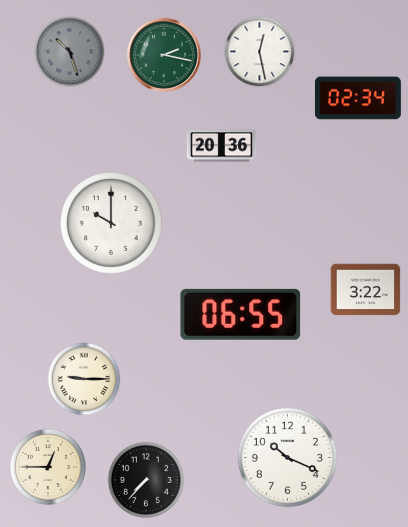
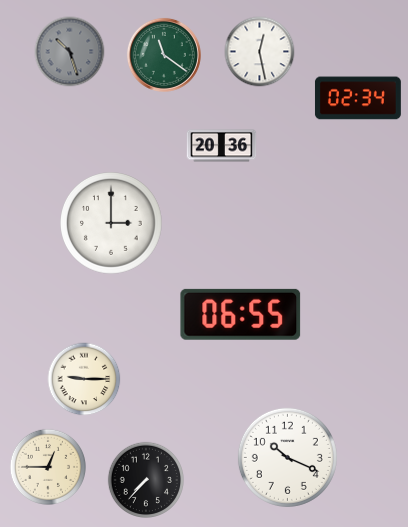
clock at (164, 55): 2:17 -> 11:21
clock at (112, 224): 10:00 -> 3:00
clock at (366, 290): 3:22 -> none
